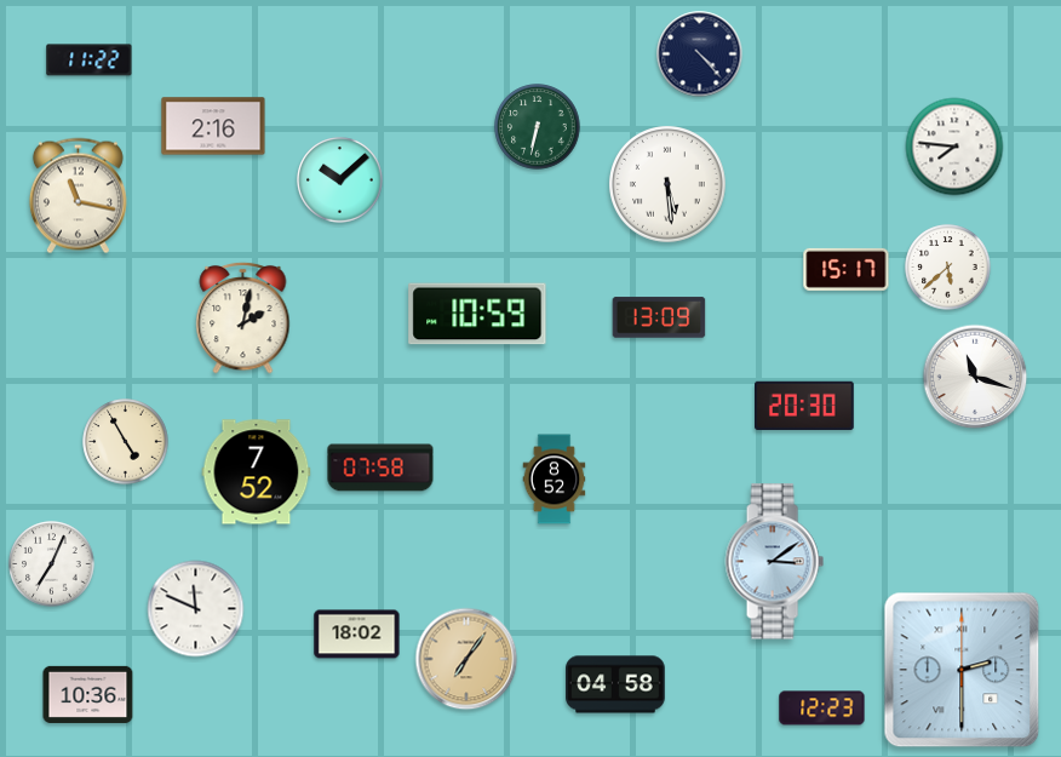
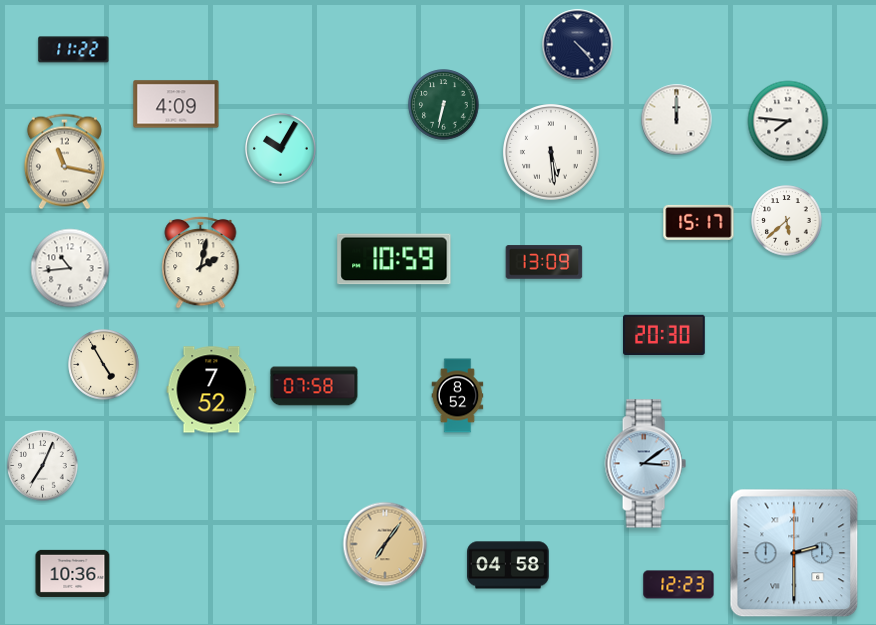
clock at (213, 126): 2:16 -> 4:09
clock at (677, 120): none -> 12:00
clock at (340, 180): 10:08 -> 10:05
clock at (948, 268) position: (948, 268) -> (787, 221)
clock at (70, 268): none -> 10:44
clock at (975, 377): 11:18 -> none
clock at (774, 562) position: (774, 562) -> (645, 464)
clock at (196, 609): 11:49 -> none
clock at (357, 635): 18:02 -> none
